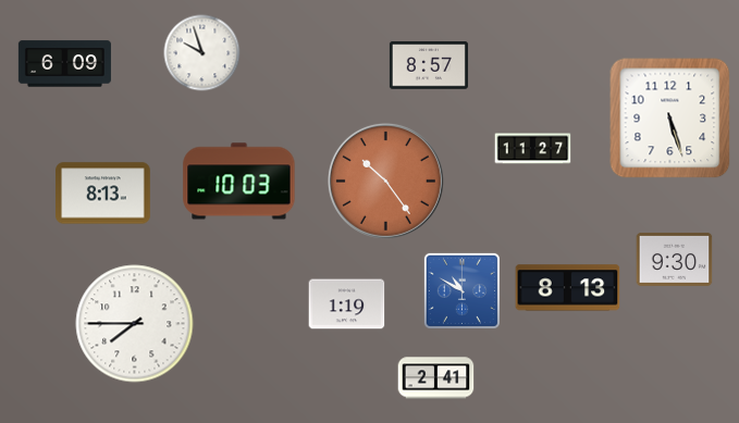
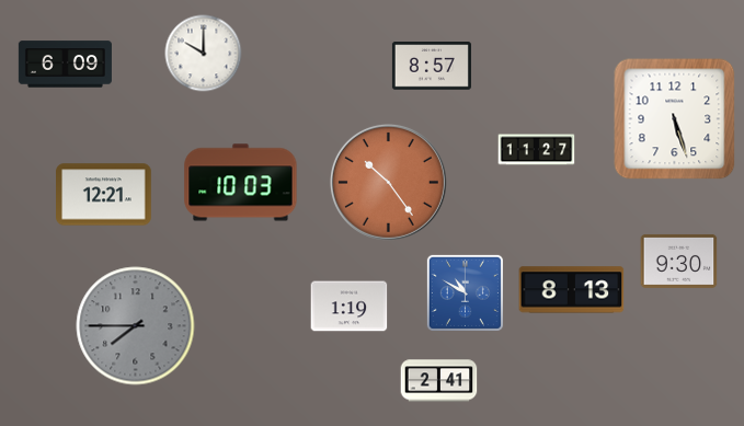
clock at (202, 53): 9:57 -> 10:00
clock at (103, 194): 8:13 -> 12:21
clock at (135, 324) dial: white -> grey
